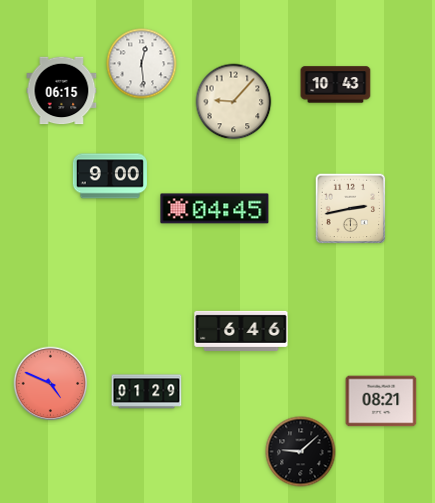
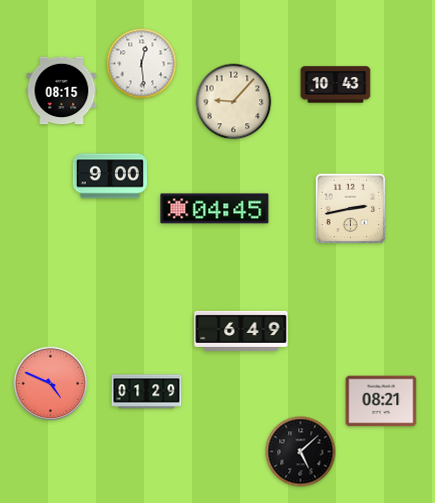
clock at (62, 91): 06:15 -> 08:15
clock at (241, 331): 6:46 -> 6:49
clock at (301, 452): 9:08 -> 5:08
